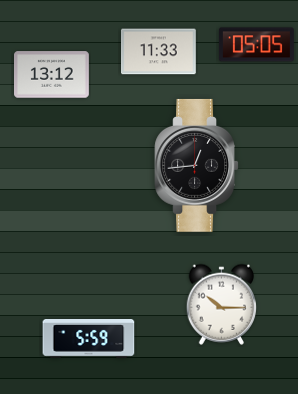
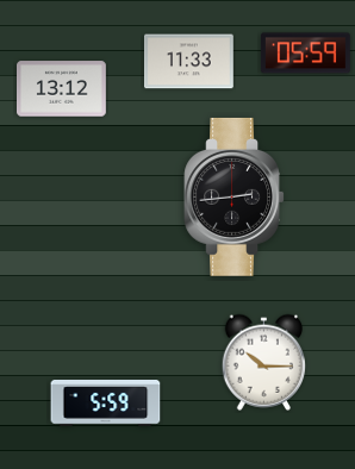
clock at (257, 45): 05:05 -> 05:59
clock at (196, 165): 12:44 -> 2:44
